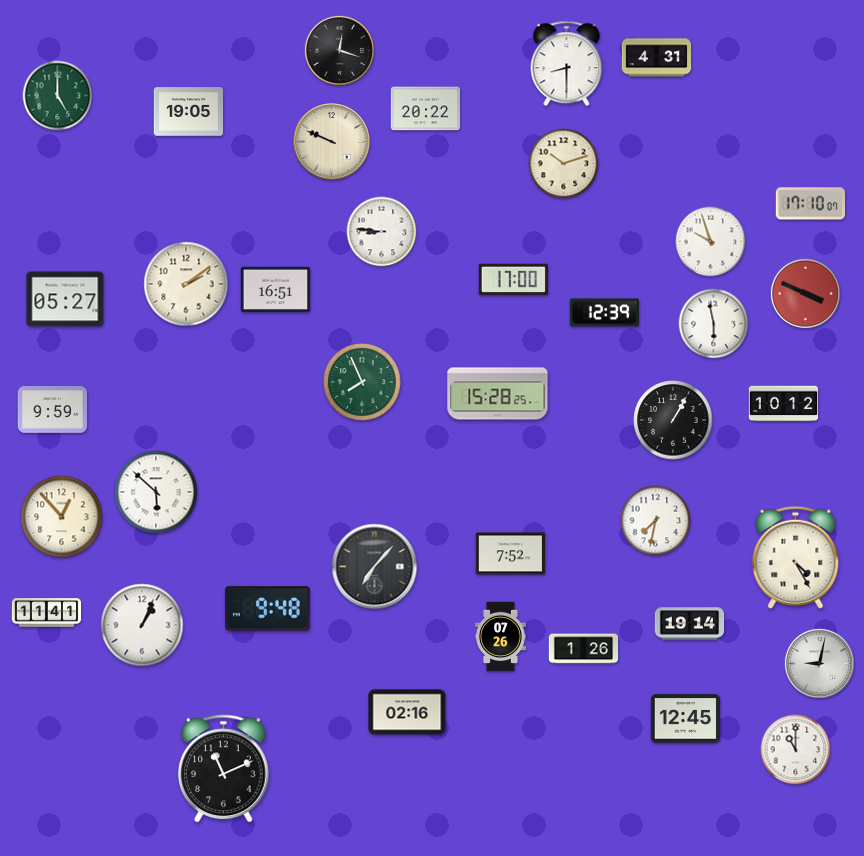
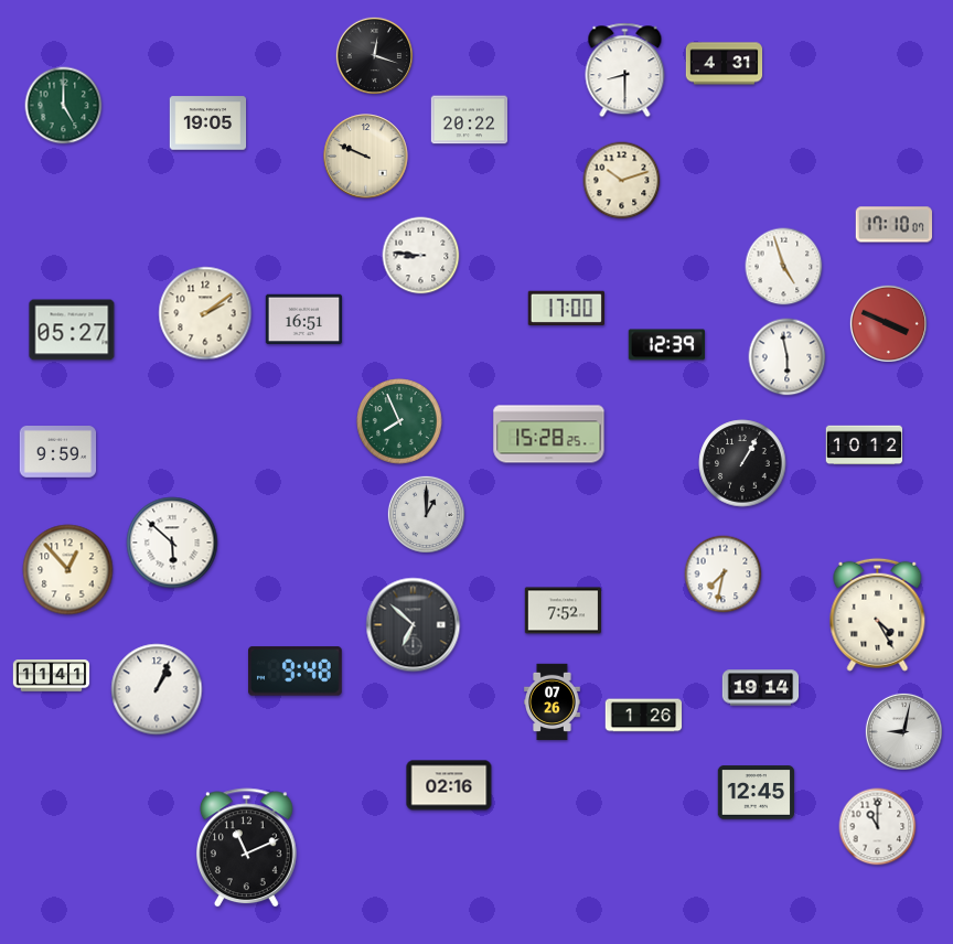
clock at (711, 242): 9:57 -> 4:57
clock at (426, 514): none -> 1:00
clock at (375, 567): 7:07 -> 6:52
